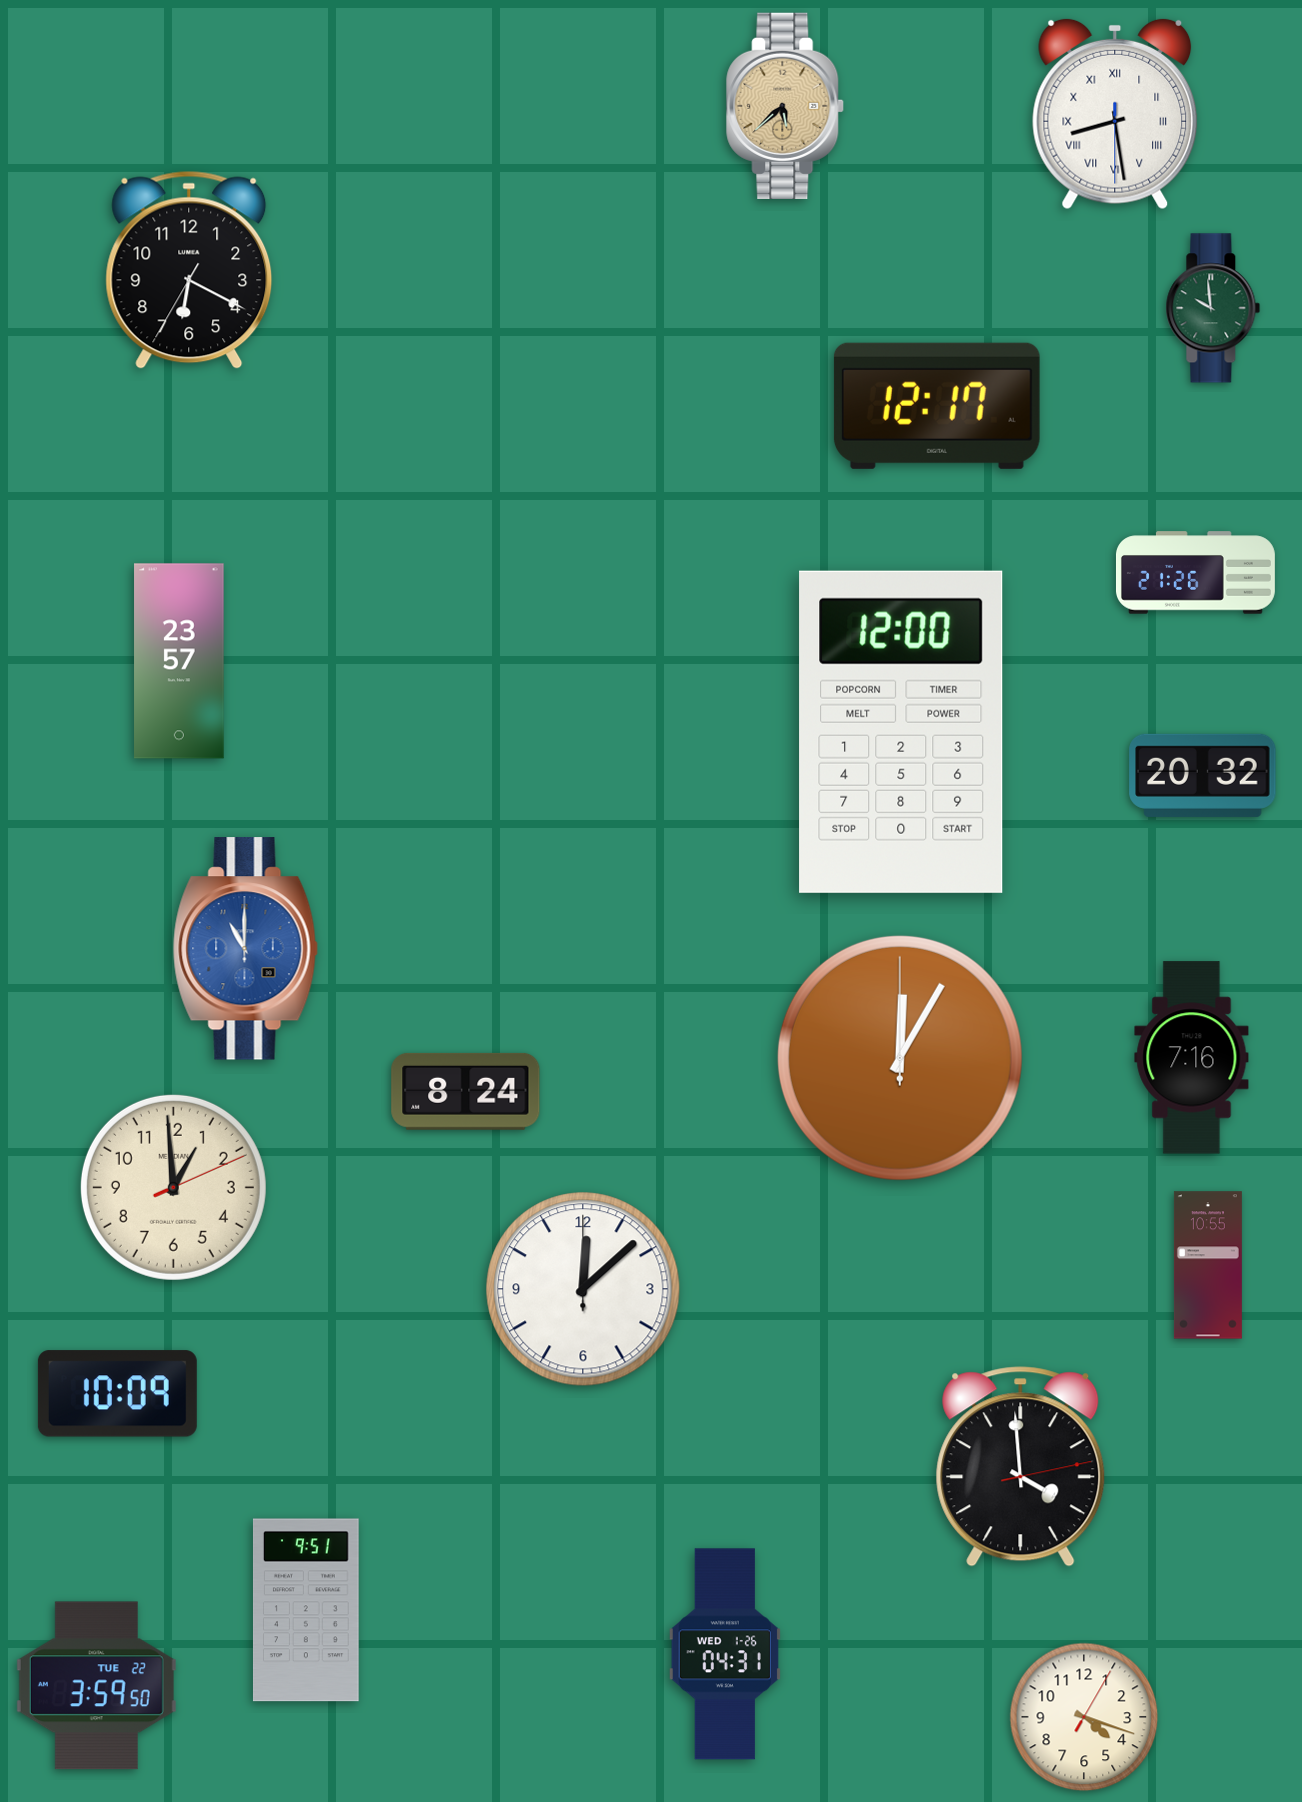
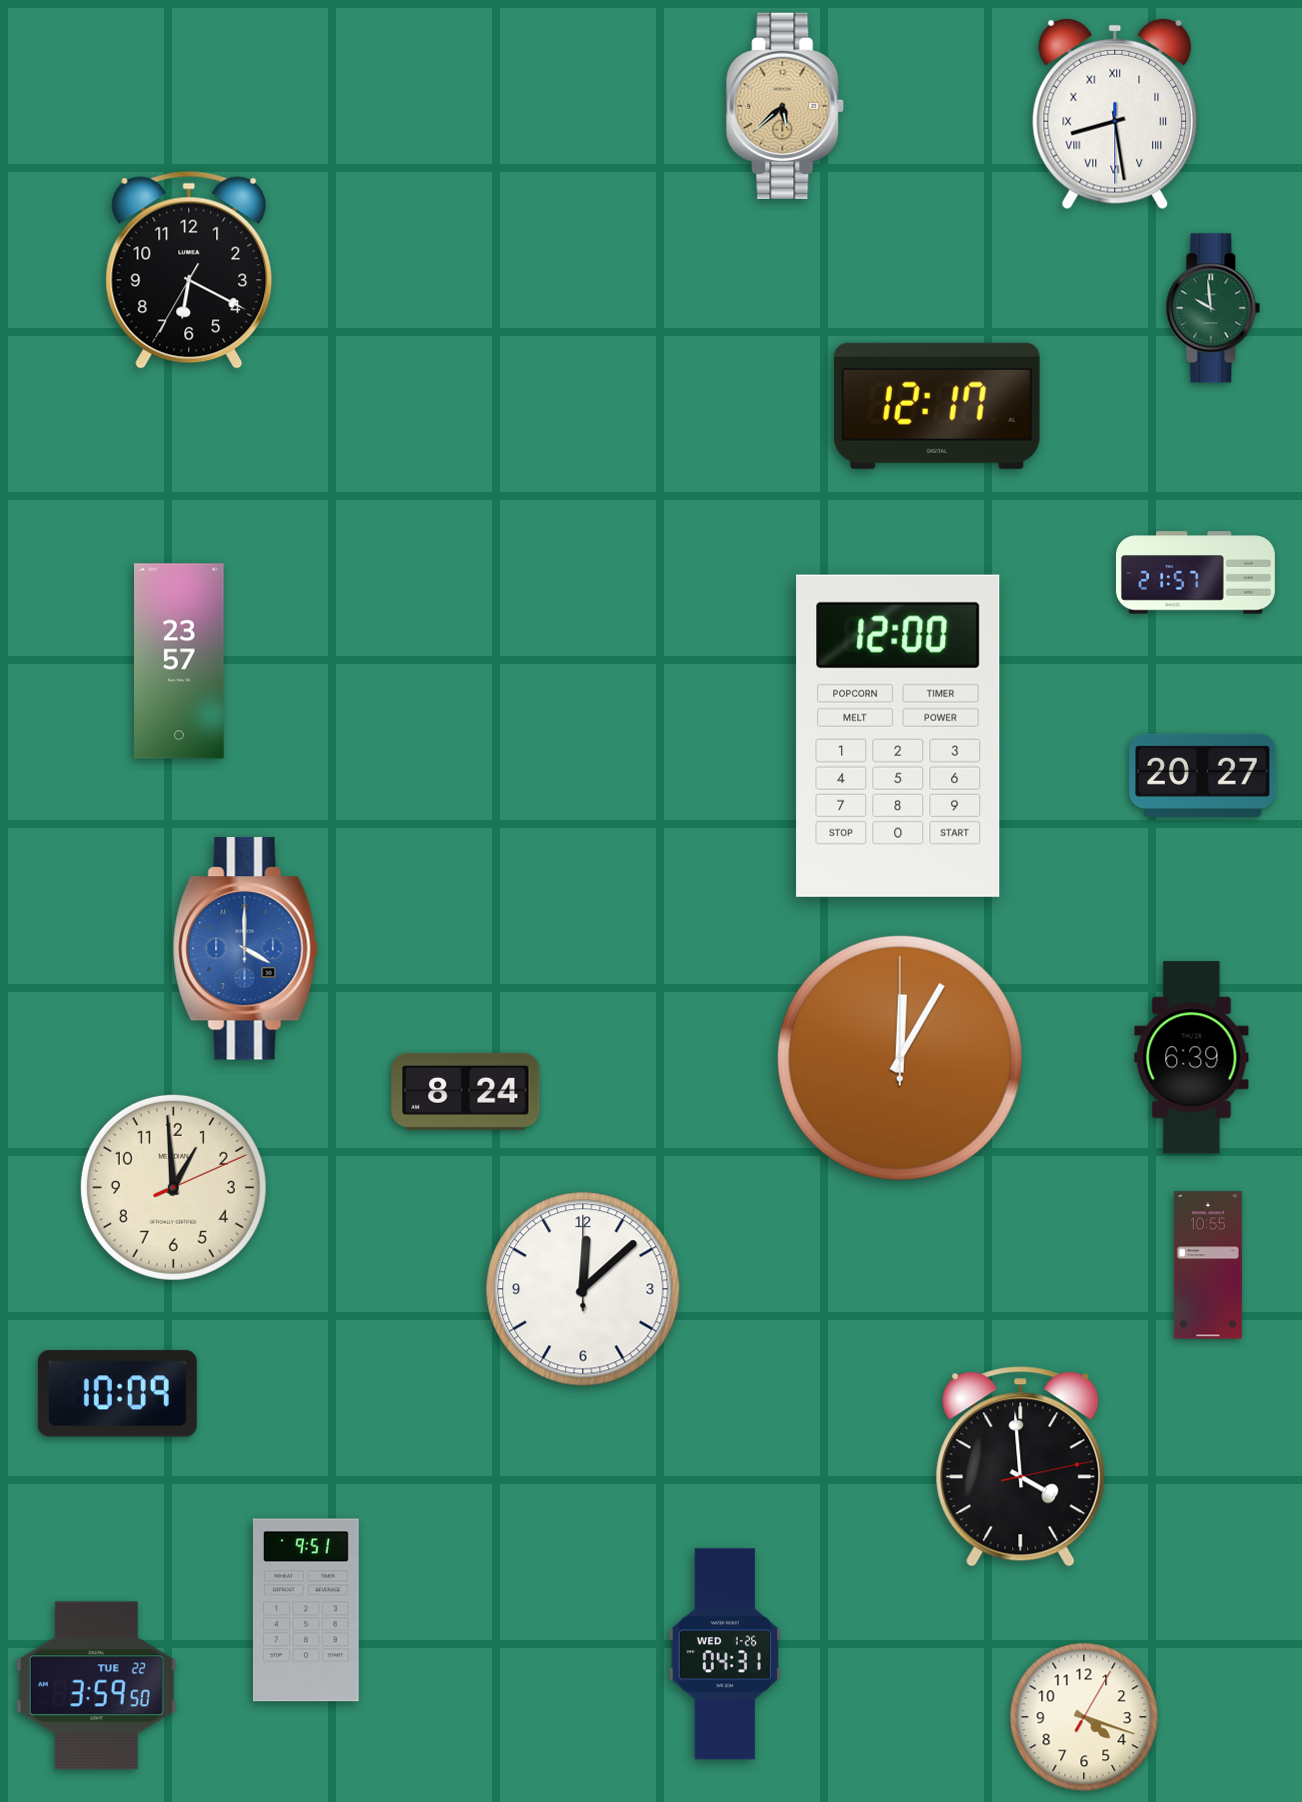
clock at (1195, 573): 21:26 -> 21:57
clock at (901, 732) position: (901, 732) -> (898, 736)
clock at (1203, 775): 20:32 -> 20:27
clock at (245, 949): 11:00 -> 4:00
clock at (1192, 1058): 7:16 -> 6:39
